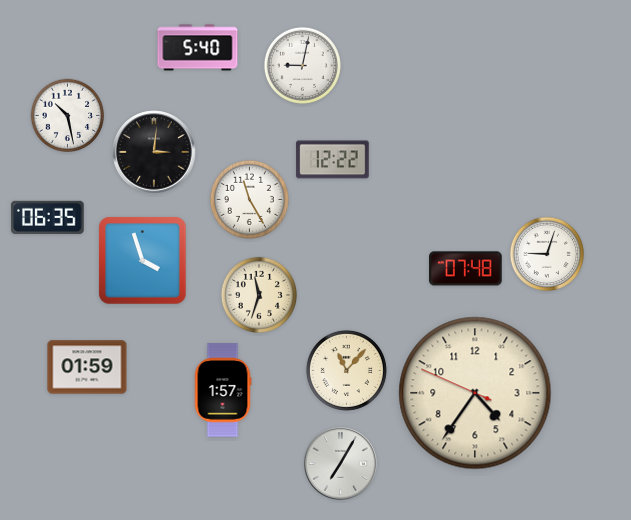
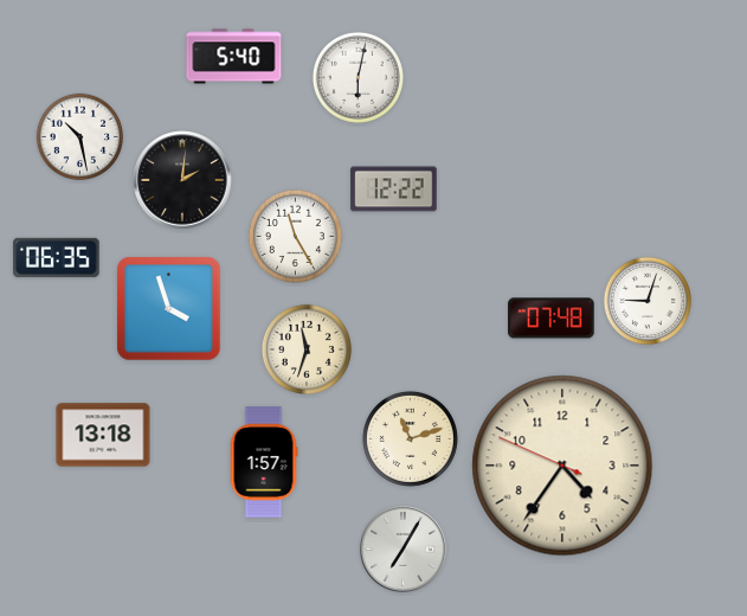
clock at (302, 65): 9:02 -> 6:02
clock at (154, 152): 3:01 -> 2:01
clock at (87, 367): 01:59 -> 13:18
clock at (346, 370): 11:07 -> 11:12
